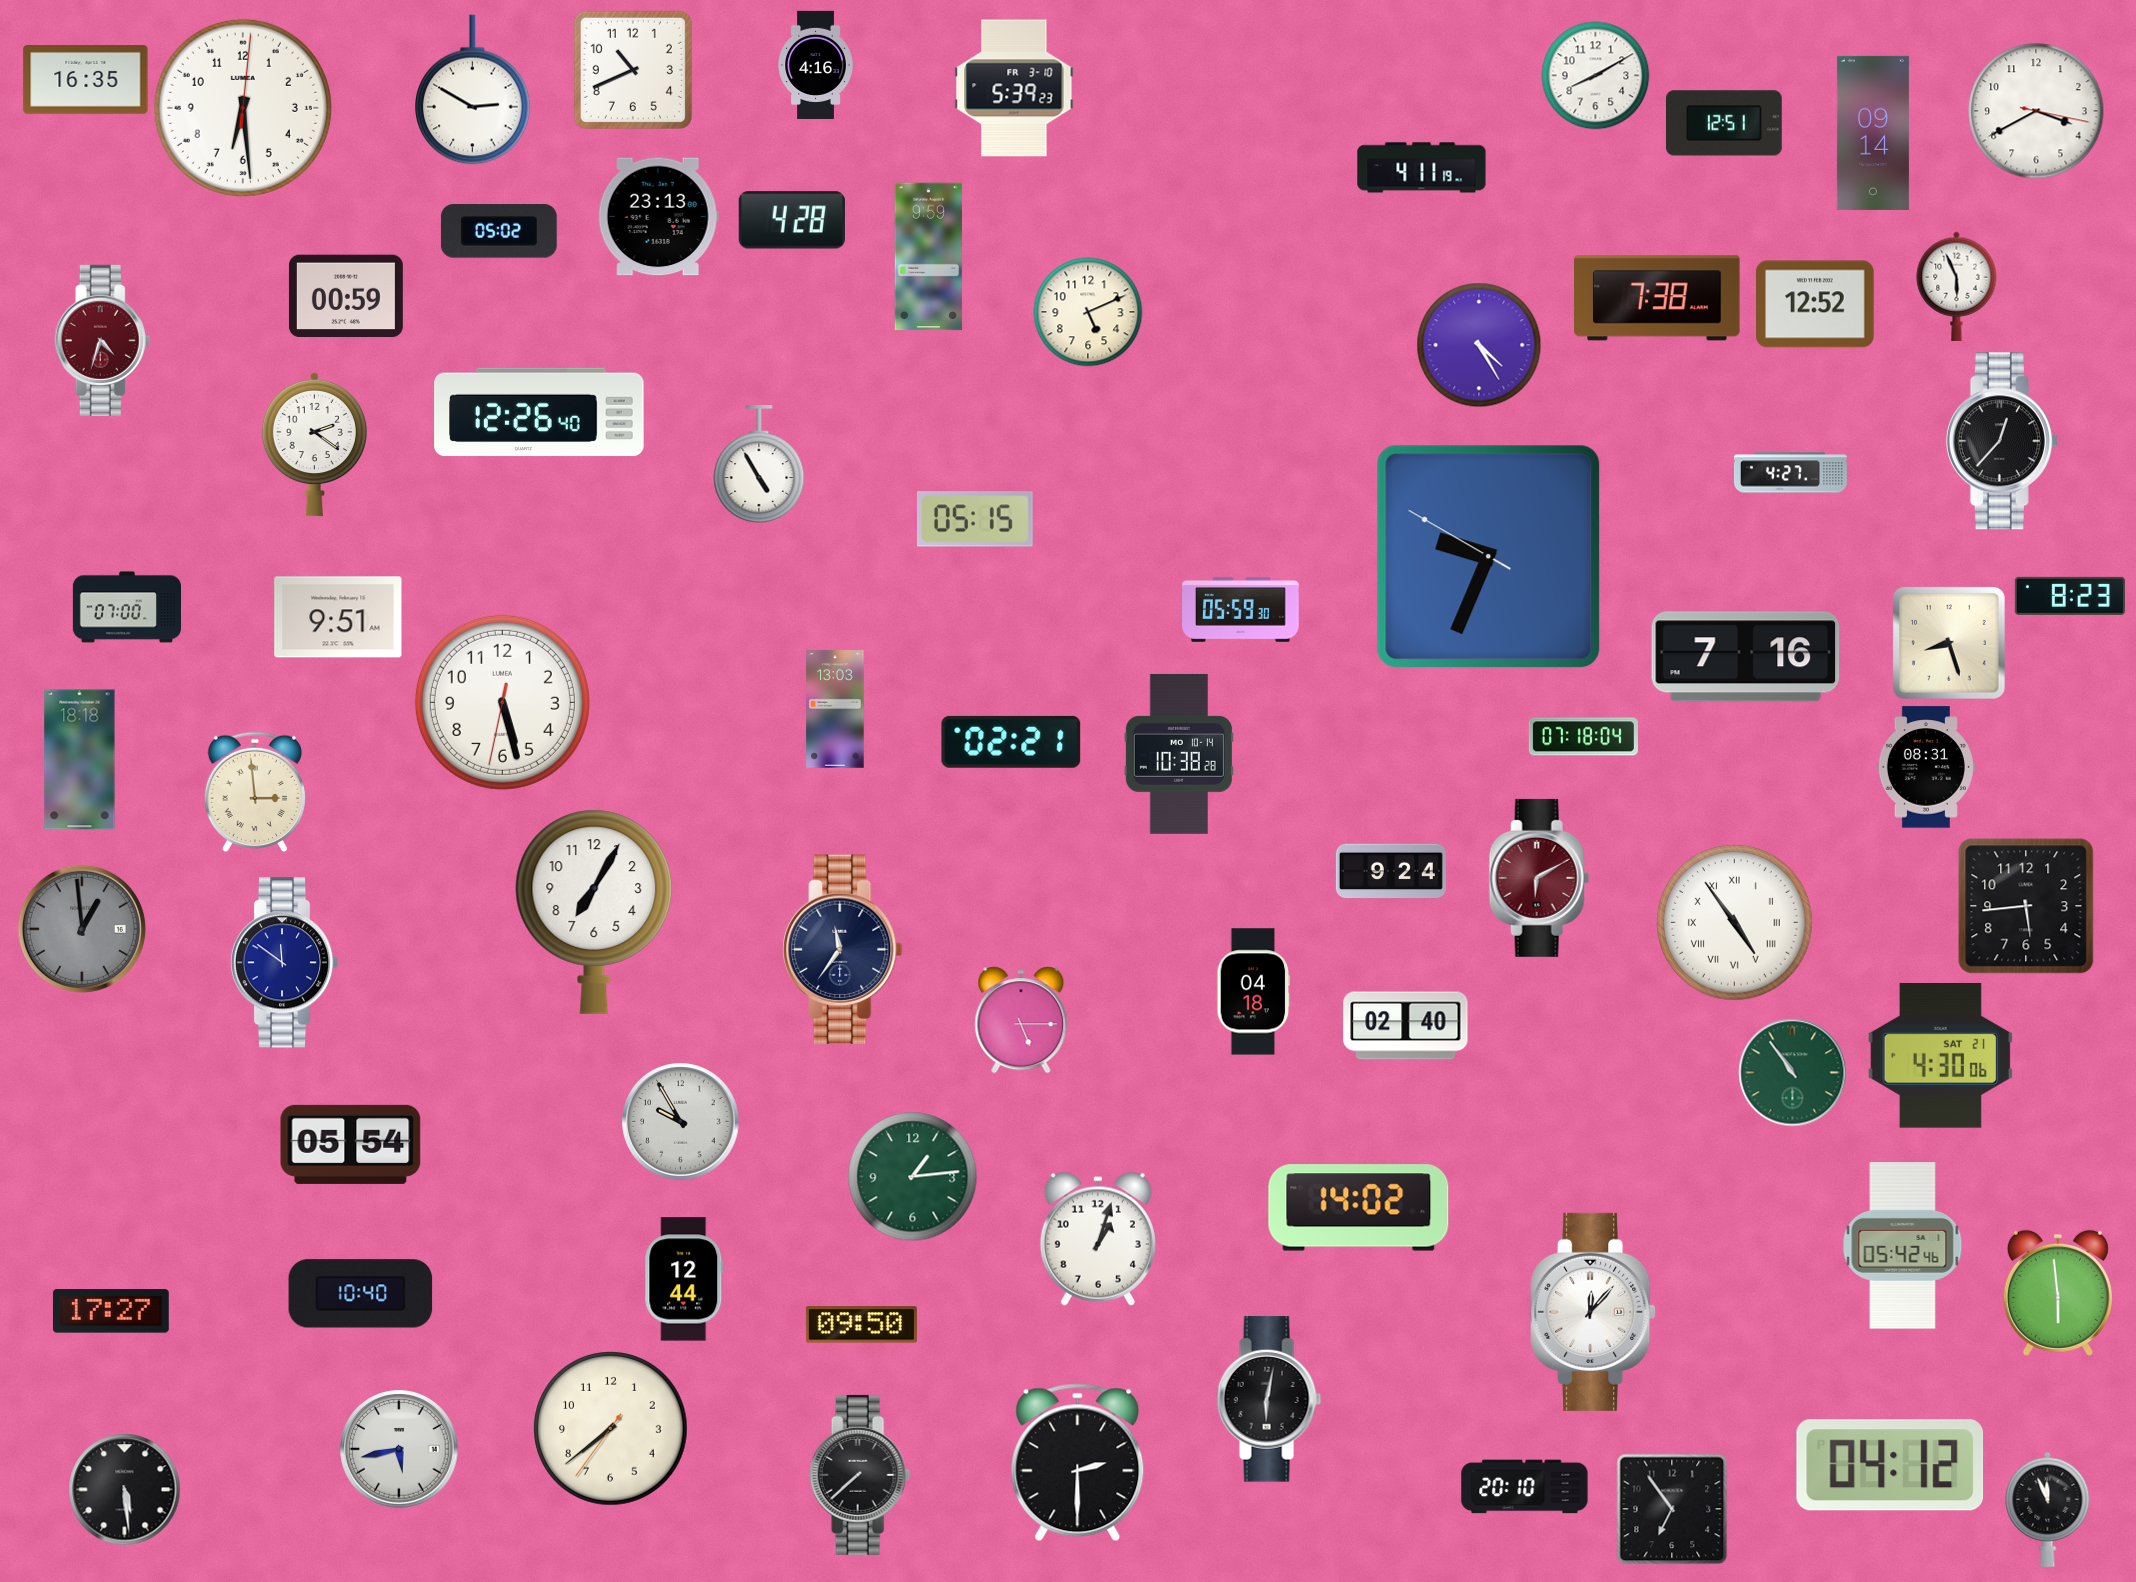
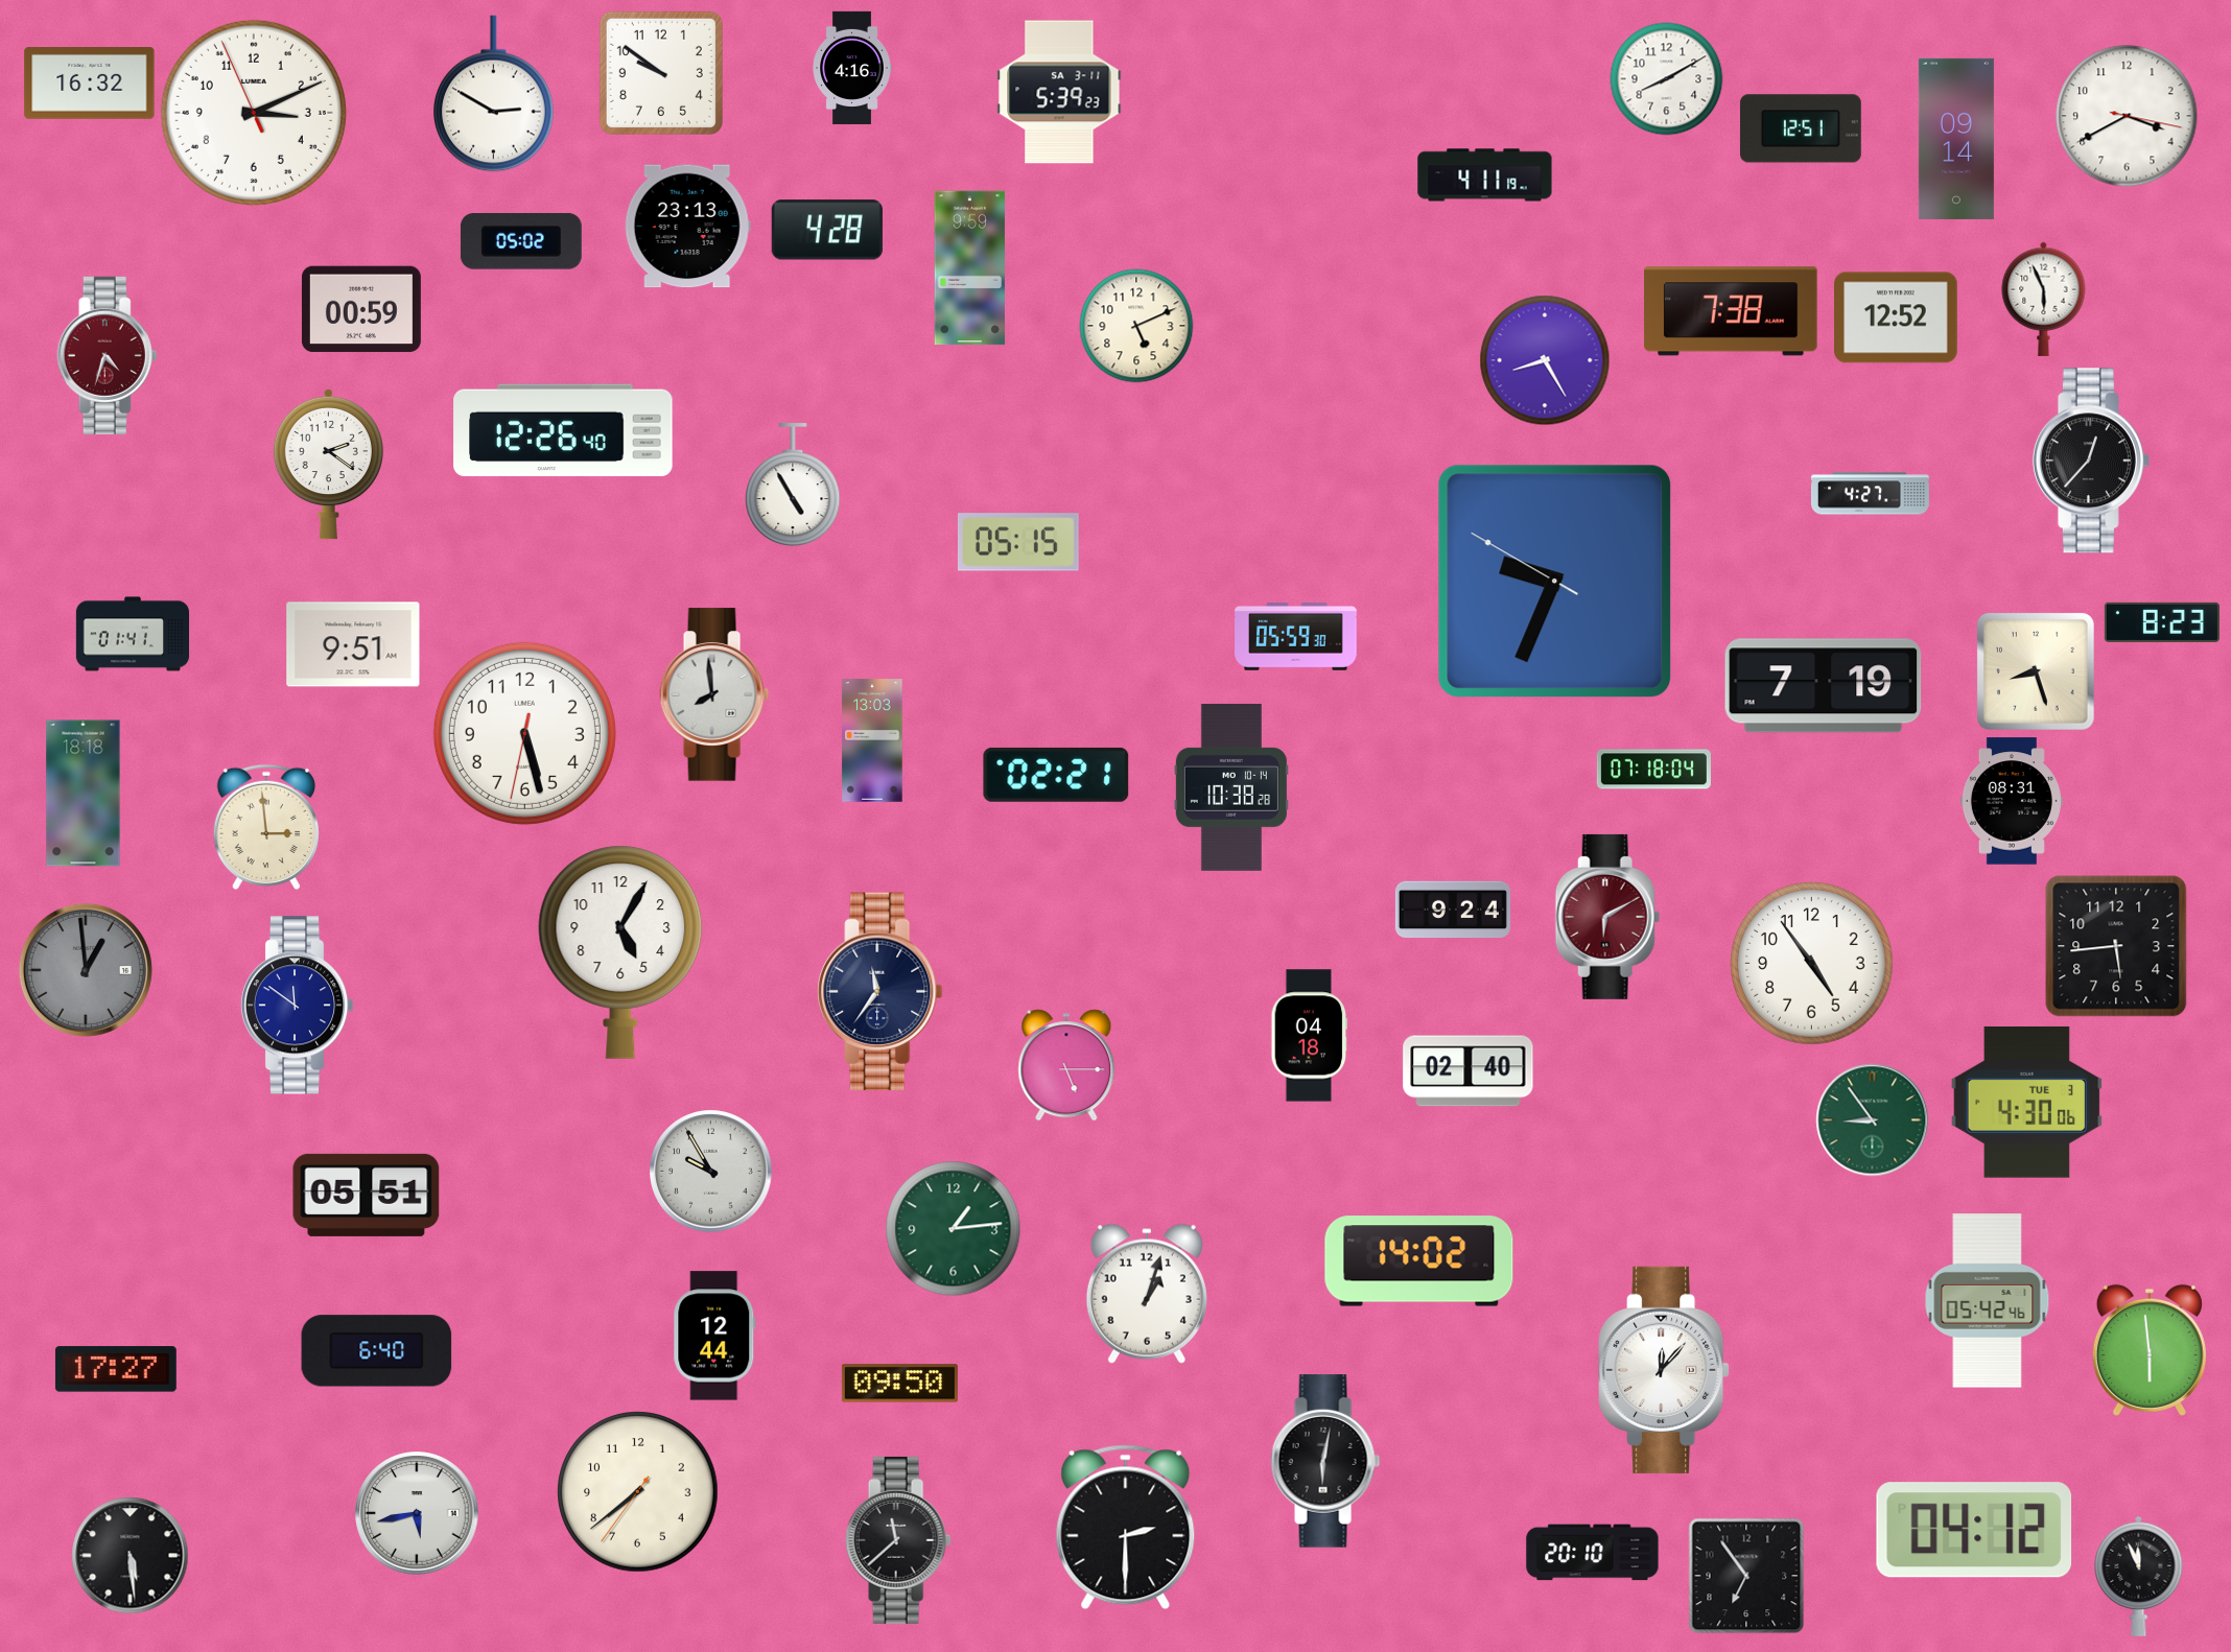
clock at (633, 70): 10:41 -> 9:51
clock at (86, 80): 16:35 -> 16:32
clock at (1014, 88) date: FR 3-10 -> SA 3-11
clock at (243, 108): 6:29 -> 3:10
clock at (1479, 345): 4:25 -> 8:25
clock at (126, 607): 07:00 -> 01:41
clock at (1746, 657): 7:16 -> 7:19
clock at (714, 694): none -> 7:59
clock at (594, 912): 7:05 -> 5:05
clock at (1735, 923) numerals: Roman -> Arabic
clock at (1941, 1055) date: SAT 21 -> TUE 3
clock at (1793, 1073): 10:54 -> 8:54
clock at (351, 1144): 05:54 -> 05:51
clock at (361, 1294): 10:40 -> 6:40
clock at (860, 1475): 7:38 -> 11:38
